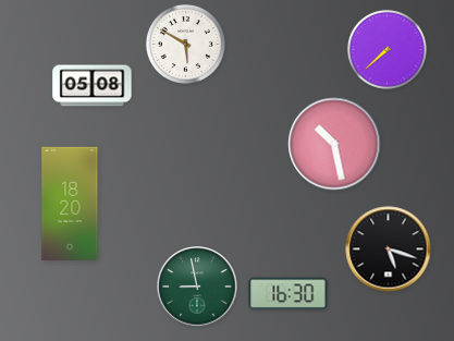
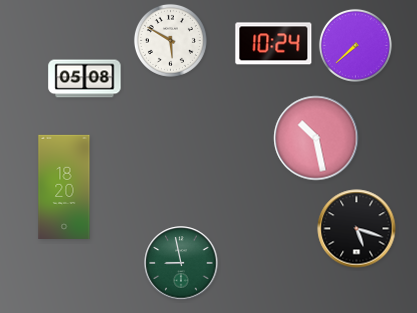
clock at (274, 44): none -> 10:24
clock at (334, 144) position: (334, 144) -> (316, 138)
clock at (289, 294): 16:30 -> none
